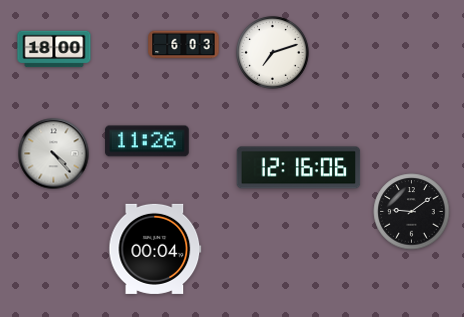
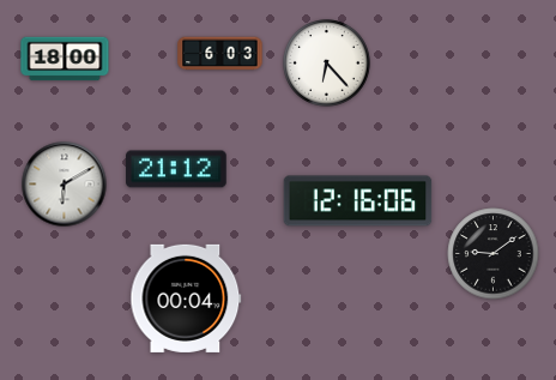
clock at (273, 53): 7:12 -> 6:23
clock at (147, 141): 11:26 -> 21:12
clock at (54, 154): 4:23 -> 6:10
